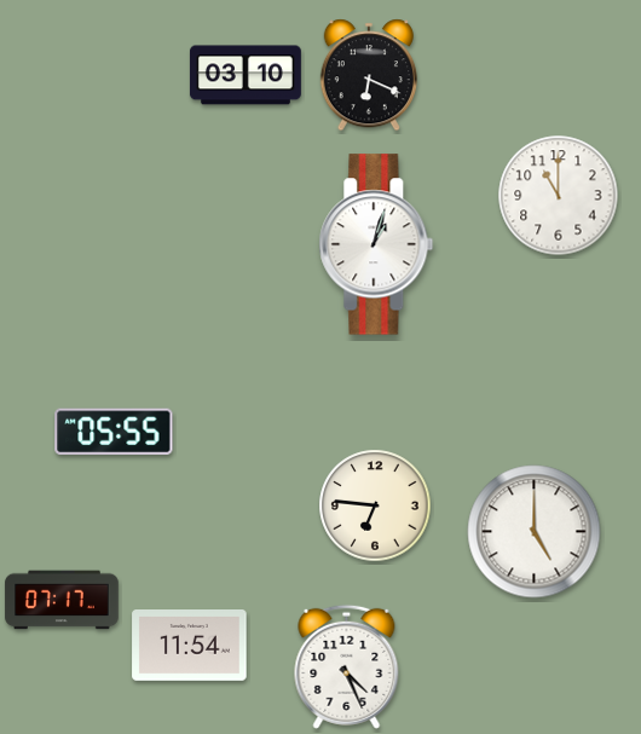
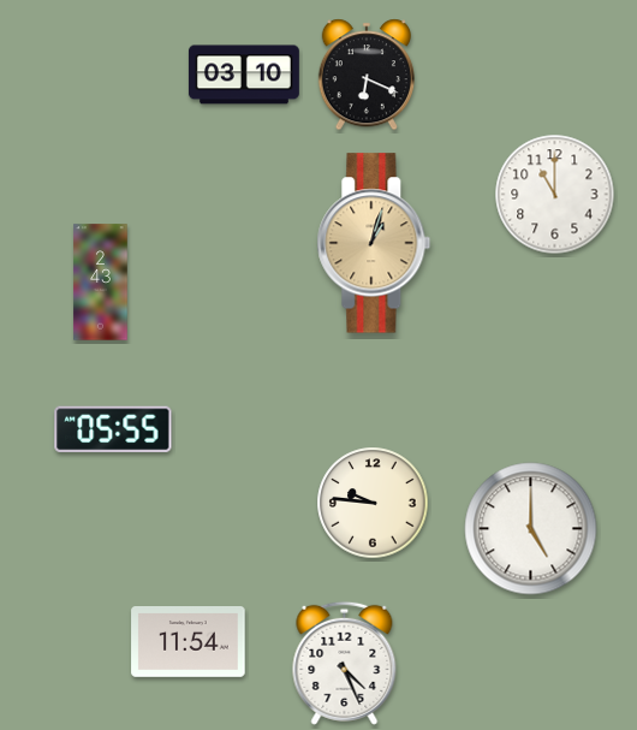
clock at (376, 244) dial: white -> champagne
clock at (101, 283): none -> 2:43
clock at (375, 505): 6:46 -> 9:46
clock at (62, 600): 07:17 -> none
